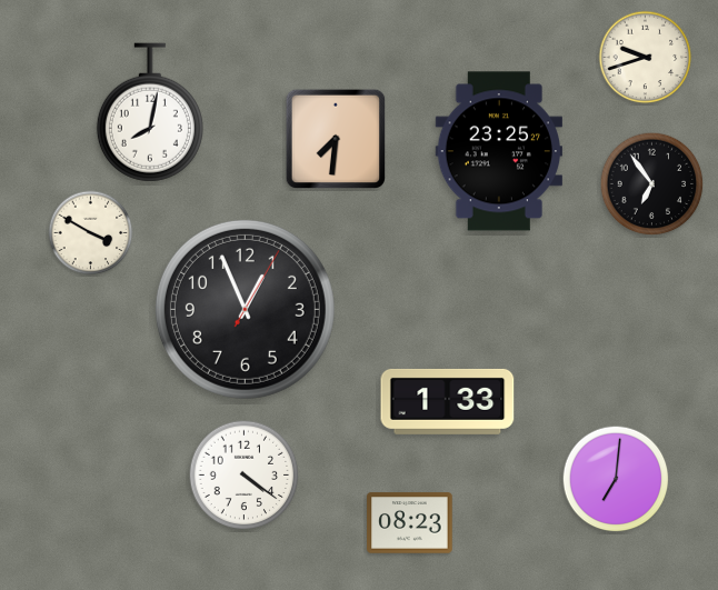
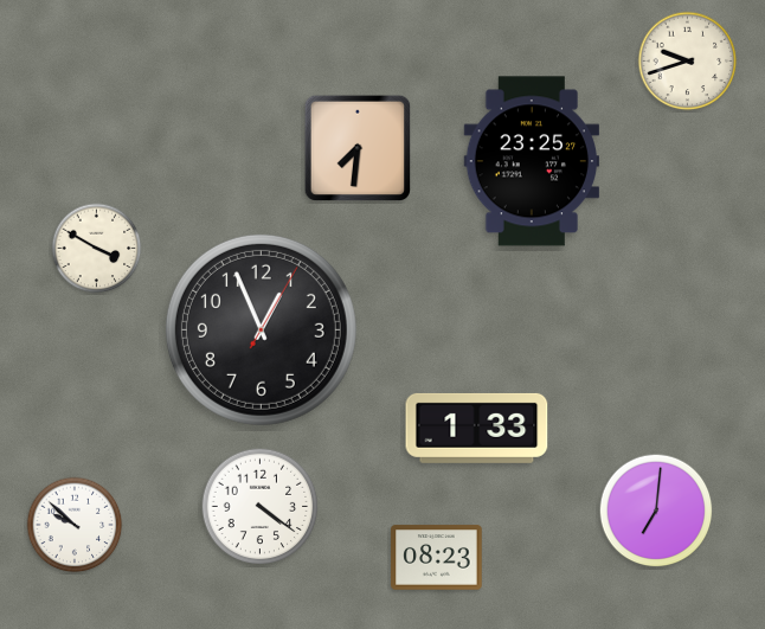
clock at (150, 112): 8:02 -> none
clock at (652, 184): 6:54 -> none
clock at (75, 525): none -> 9:52
